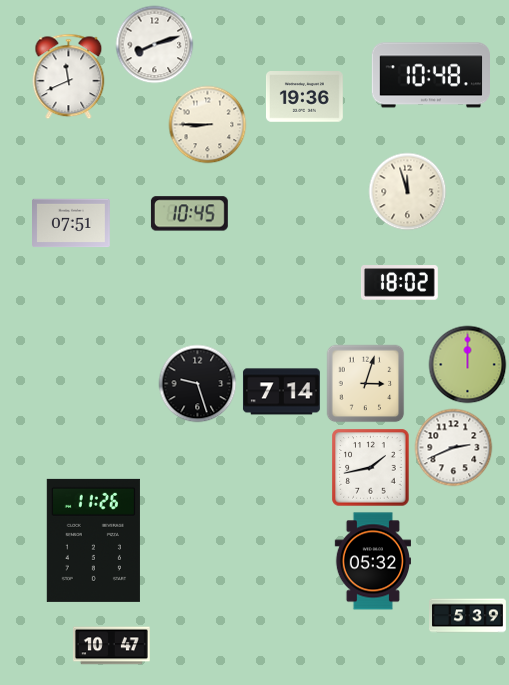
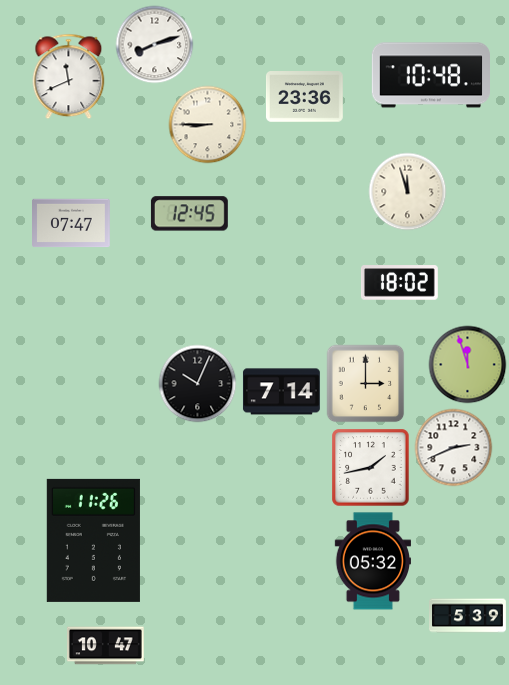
clock at (304, 97): 19:36 -> 23:36
clock at (189, 214): 10:45 -> 12:45
clock at (72, 223): 07:51 -> 07:47
clock at (467, 364): 12:00 -> 11:57
clock at (197, 383): 9:27 -> 10:04
clock at (365, 383): 3:03 -> 3:00
clock at (111, 646) position: (111, 646) -> (105, 646)
